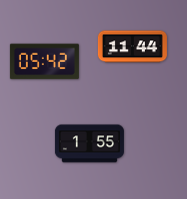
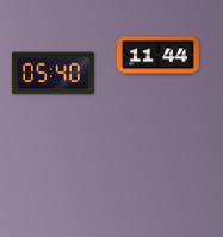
clock at (44, 62): 05:42 -> 05:40
clock at (89, 144): 1:55 -> none
